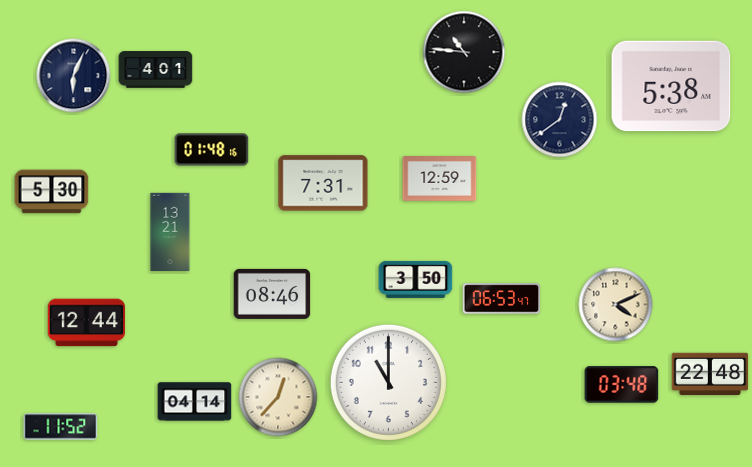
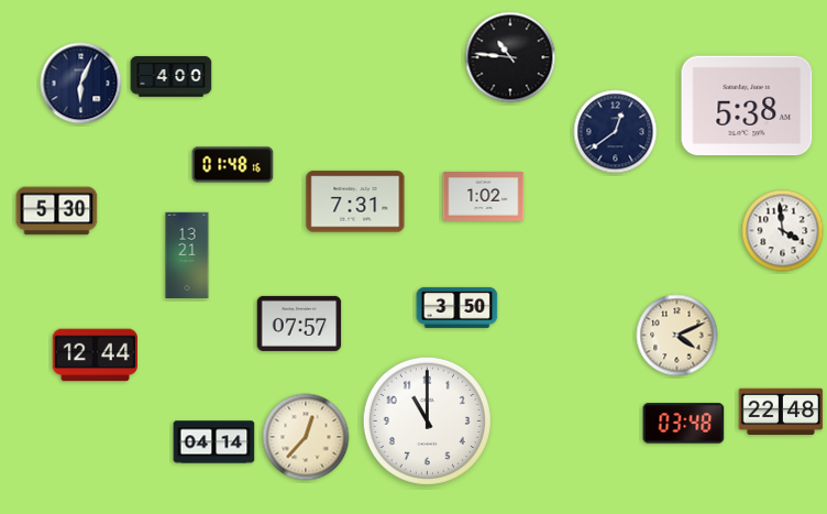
clock at (156, 70): 4:01 -> 4:00
clock at (671, 86) position: (671, 86) -> (747, 106)
clock at (440, 179): 12:59 -> 1:02
clock at (783, 231): none -> 3:59
clock at (272, 294): 08:46 -> 07:57
clock at (502, 299): 06:53 -> none
clock at (61, 427): 11:52 -> none
